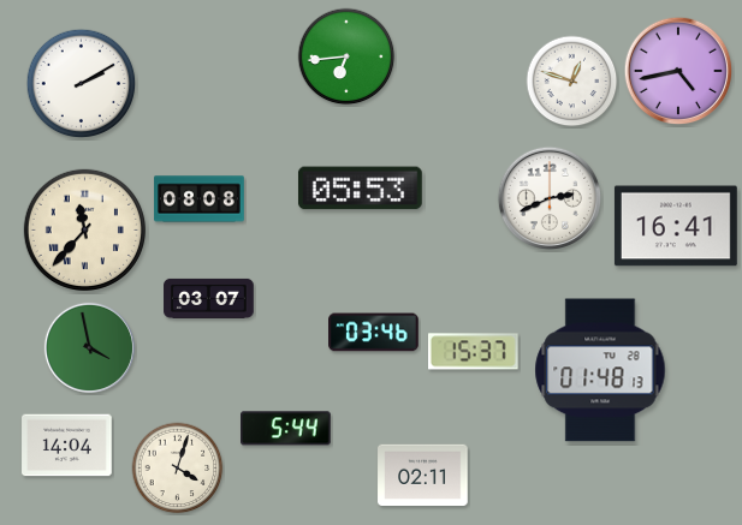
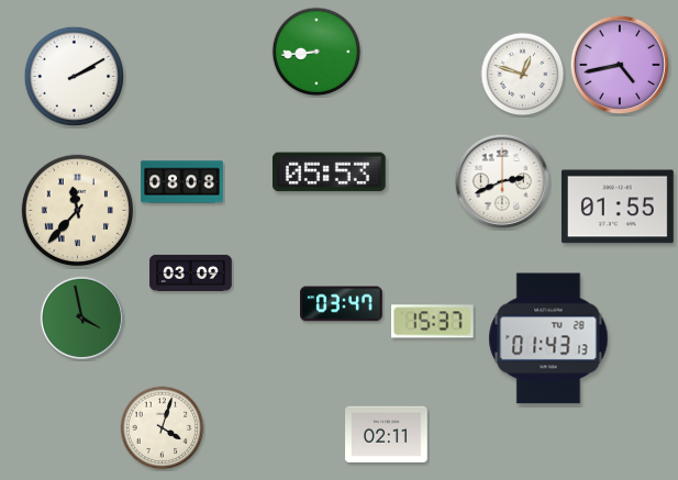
clock at (346, 56): 6:44 -> 8:44
clock at (676, 226): 16:41 -> 01:55
clock at (209, 298): 03:07 -> 03:09
clock at (374, 333): 03:46 -> 03:47
clock at (600, 370): 01:48 -> 01:43
clock at (286, 429): 5:44 -> none
clock at (67, 446): 14:04 -> none
